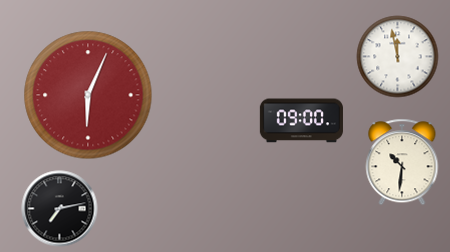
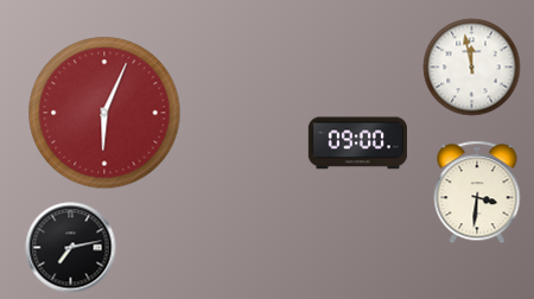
clock at (402, 162): 10:31 -> 3:31
